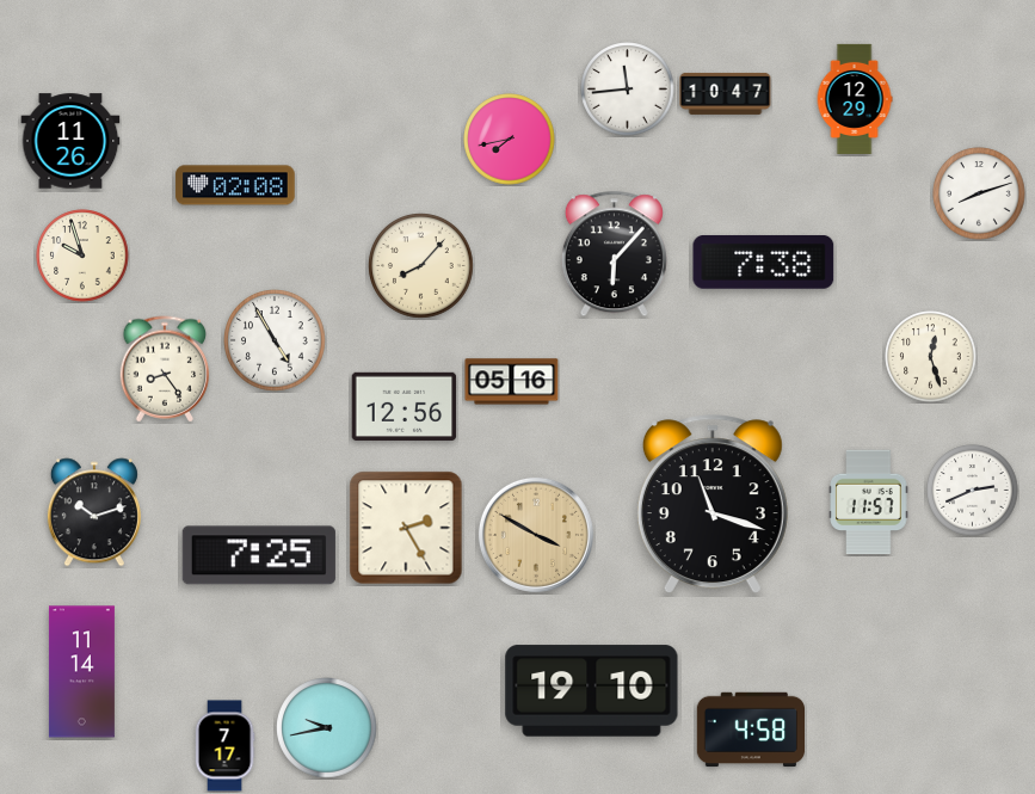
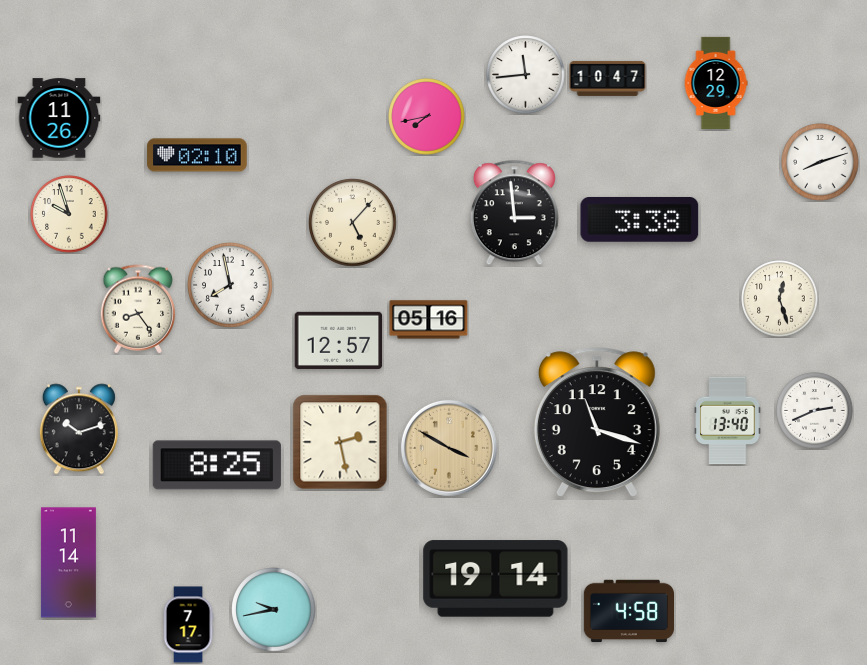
clock at (235, 185): 02:08 -> 02:10
clock at (614, 254): 6:07 -> 2:59
clock at (764, 263): 7:38 -> 3:38
clock at (421, 266): 8:07 -> 5:07
clock at (275, 340): 4:55 -> 7:58
clock at (405, 406): 12:56 -> 12:57
clock at (869, 503): 11:57 -> 13:40
clock at (406, 528): 2:25 -> 2:28
clock at (259, 555): 7:25 -> 8:25
clock at (592, 691): 19:10 -> 19:14
